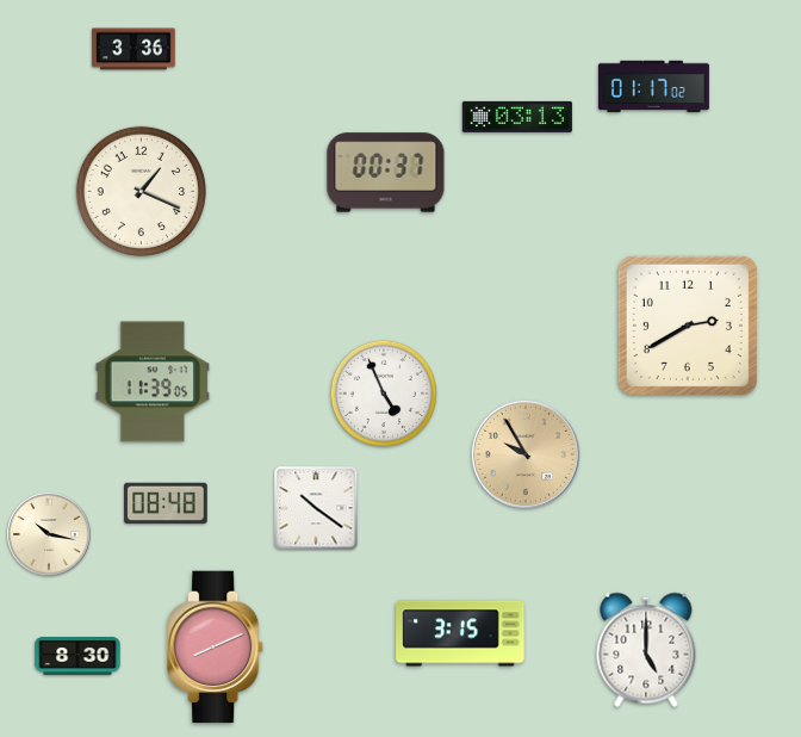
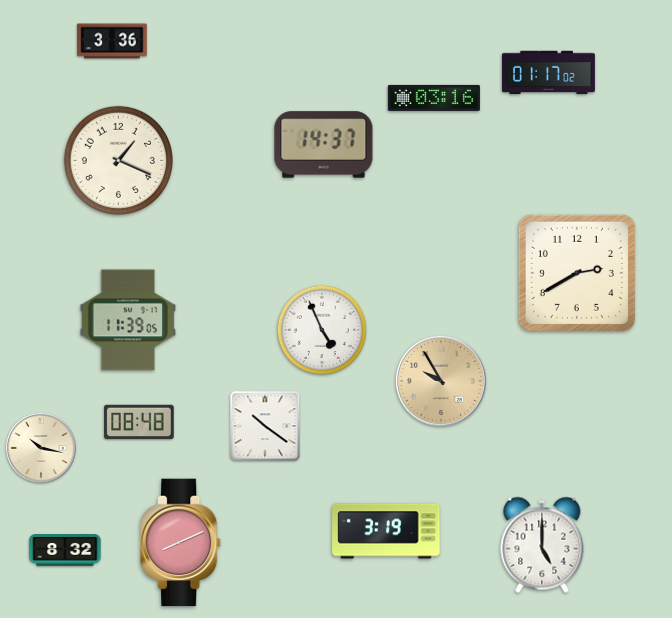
clock at (517, 117): 03:13 -> 03:16
clock at (386, 173): 00:37 -> 14:37
clock at (460, 633): 3:15 -> 3:19
clock at (77, 657): 8:30 -> 8:32
